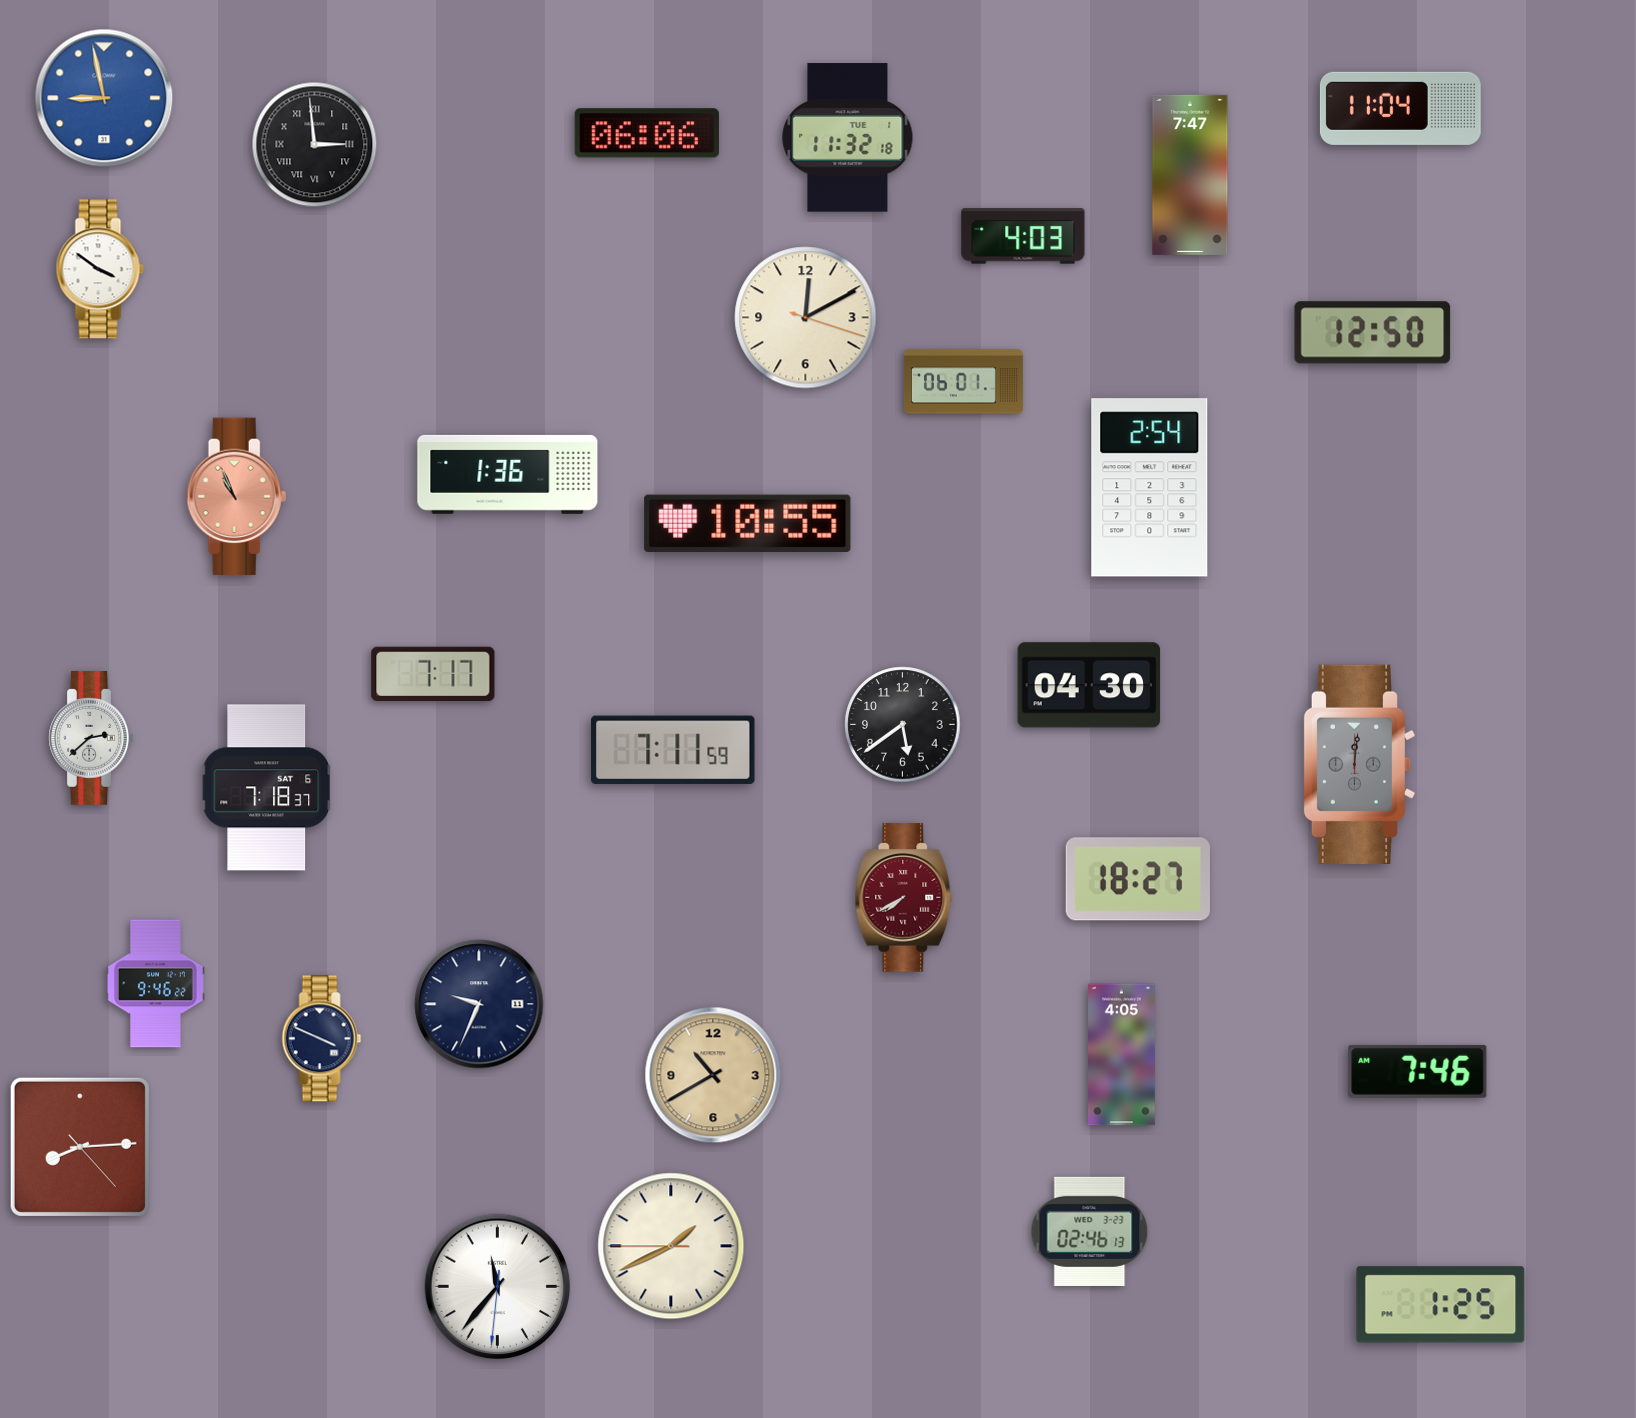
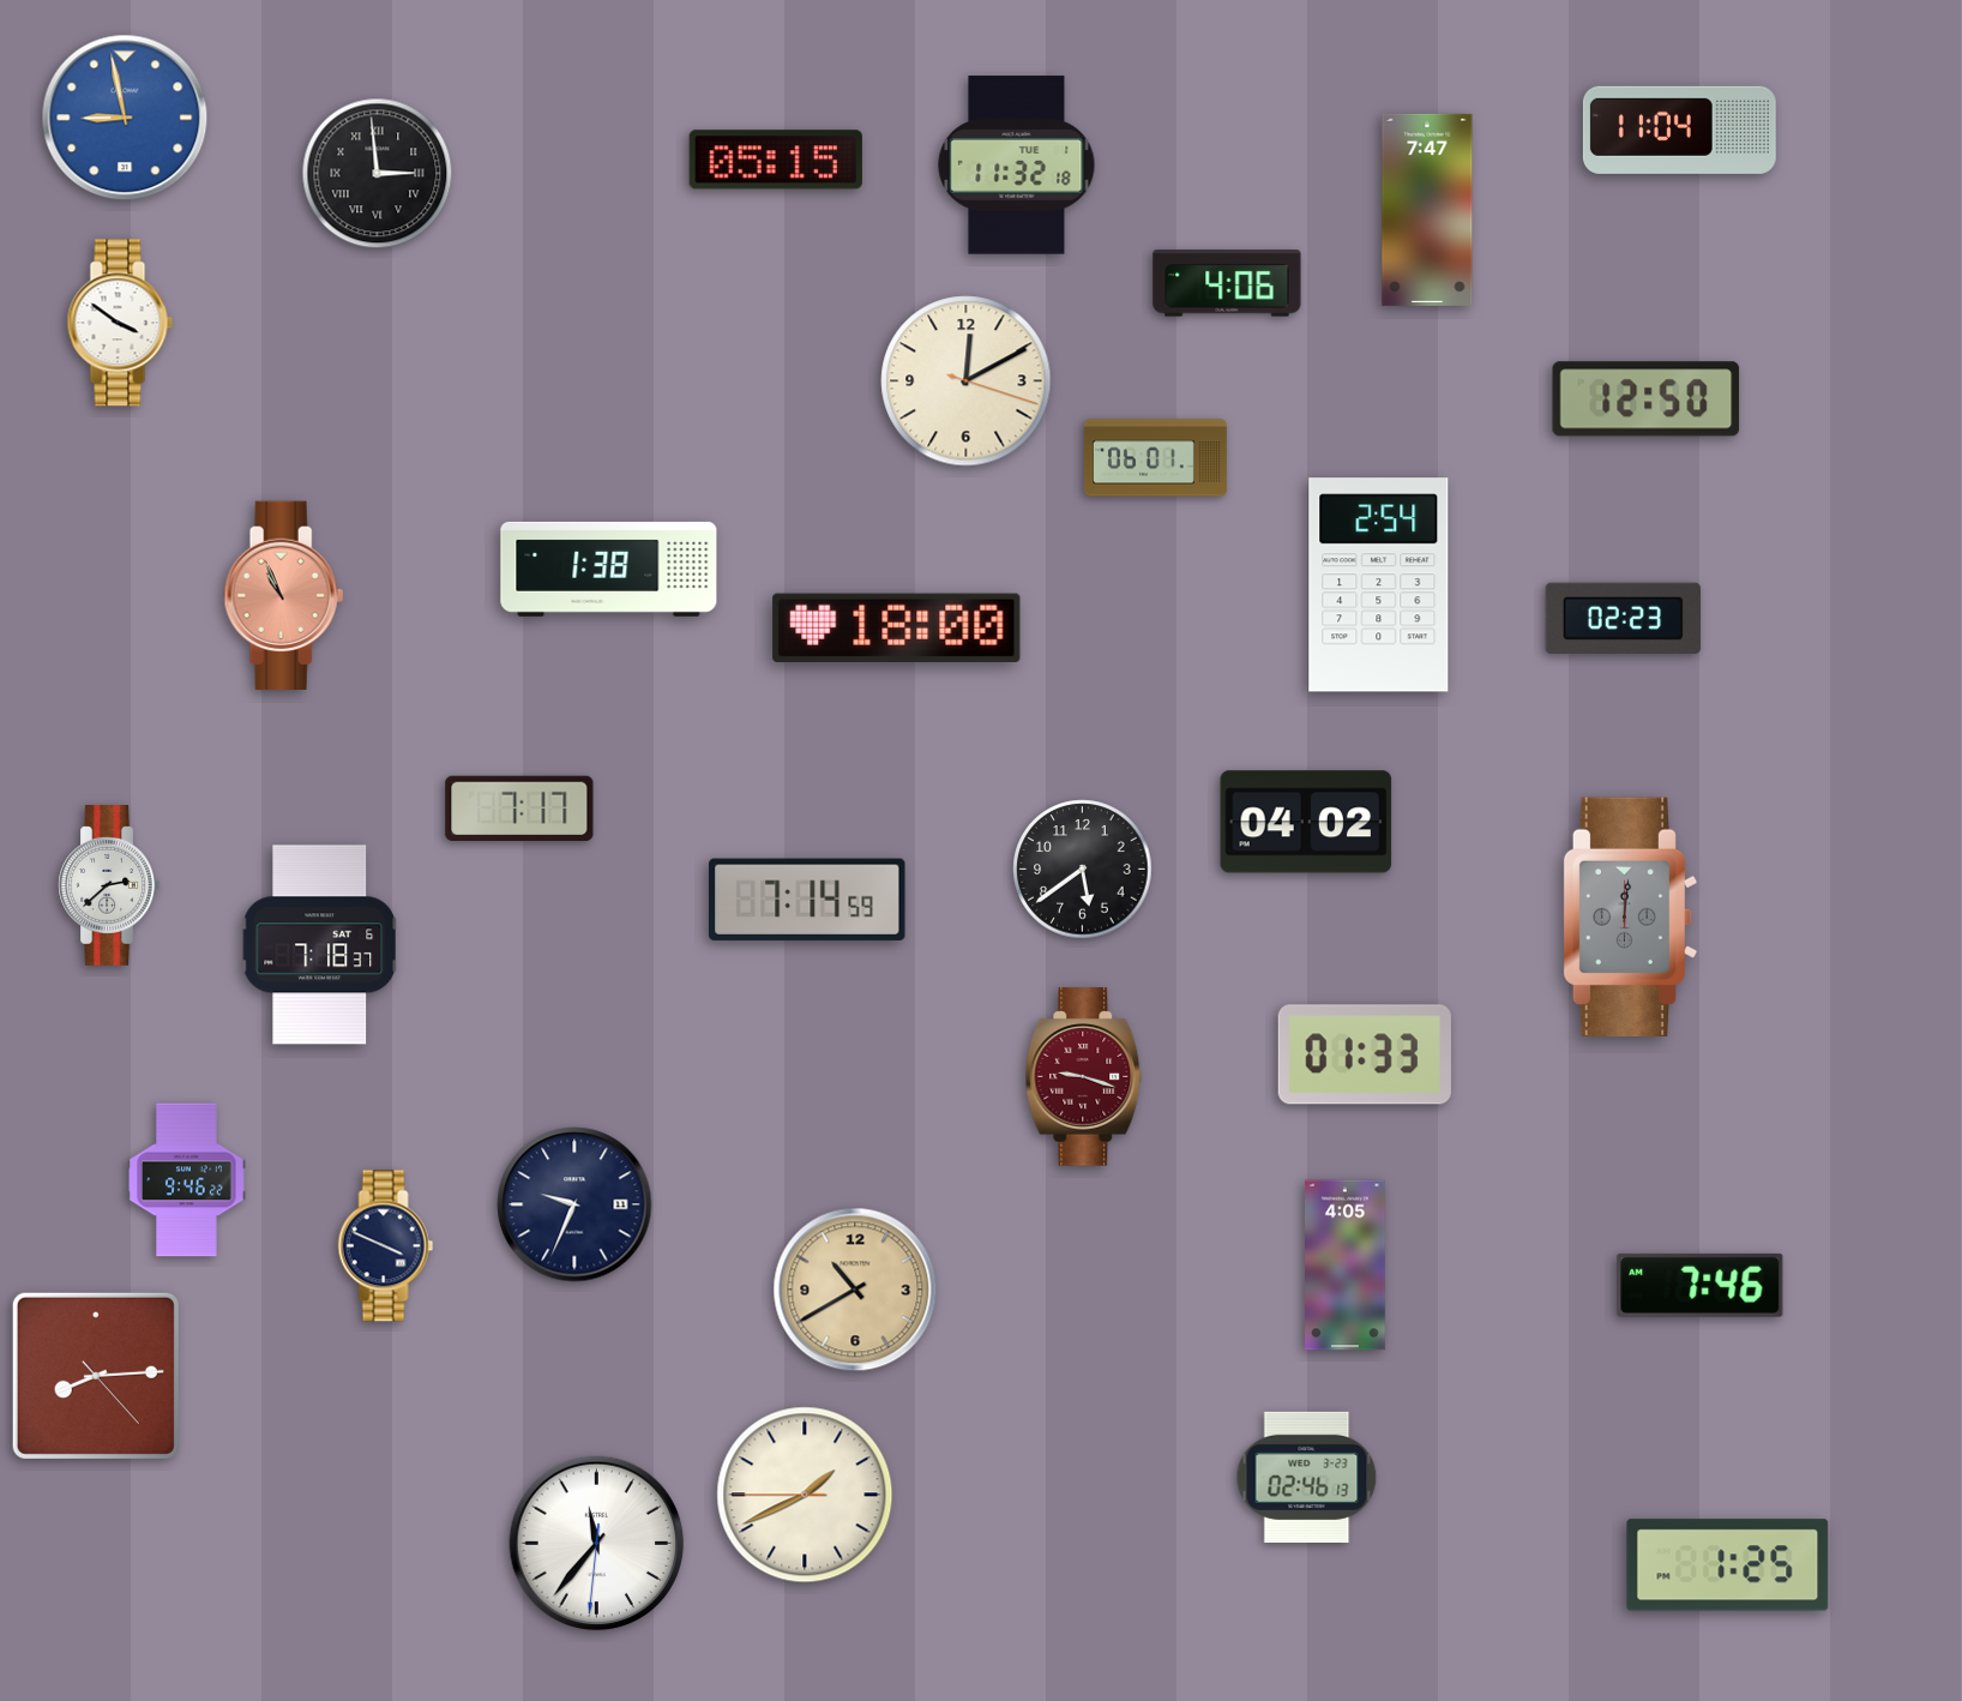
clock at (647, 133): 06:06 -> 05:15
clock at (1023, 236): 4:03 -> 4:06
clock at (508, 474): 1:36 -> 1:38
clock at (1624, 618): none -> 02:23
clock at (748, 523): 10:55 -> 18:00
clock at (1089, 685): 04:30 -> 04:02
clock at (673, 750): 7:11 -> 7:14
clock at (1138, 879): 18:27 -> 01:33
clock at (904, 898): 7:40 -> 9:18
